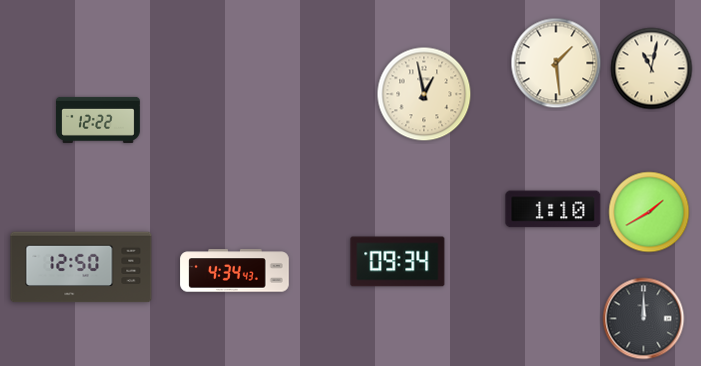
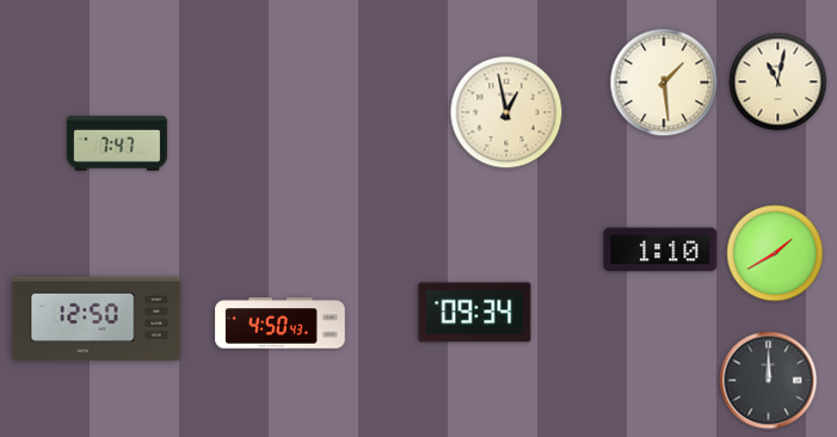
clock at (556, 63) position: (556, 63) -> (664, 82)
clock at (99, 120): 12:22 -> 7:47
clock at (235, 271): 4:34 -> 4:50
